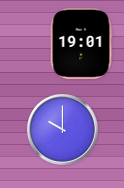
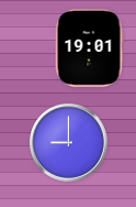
clock at (63, 130): 10:00 -> 9:00
